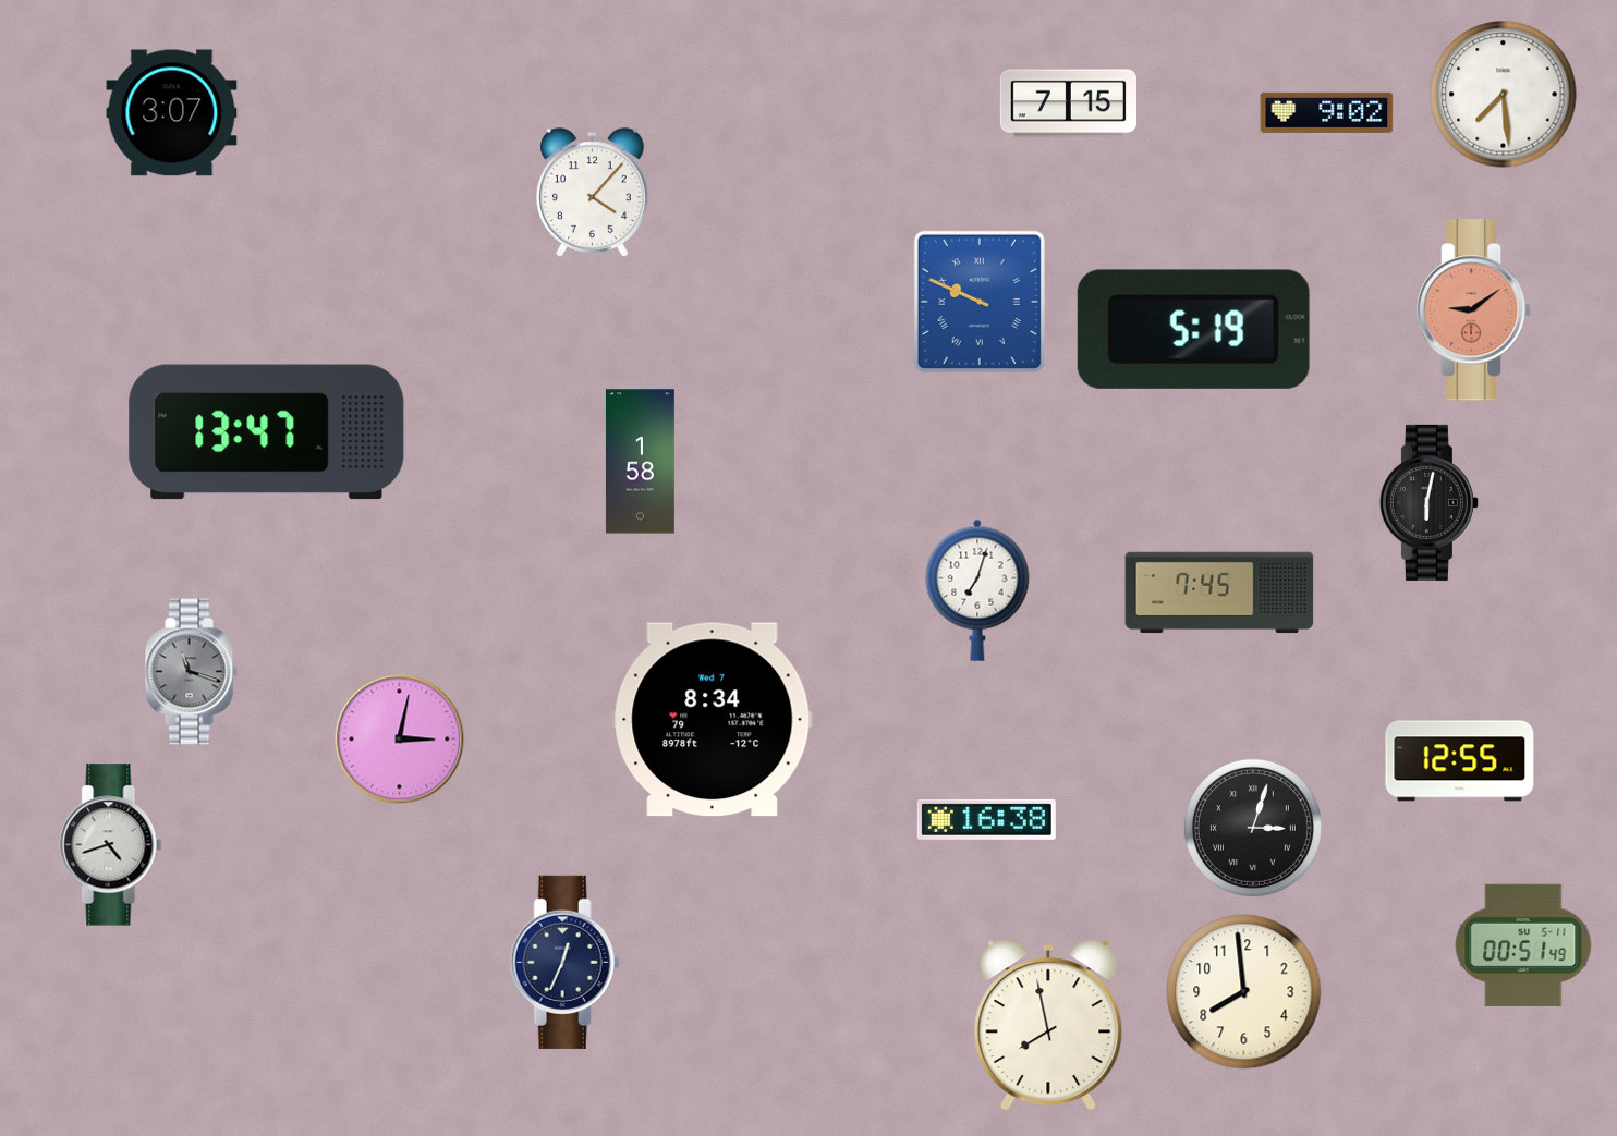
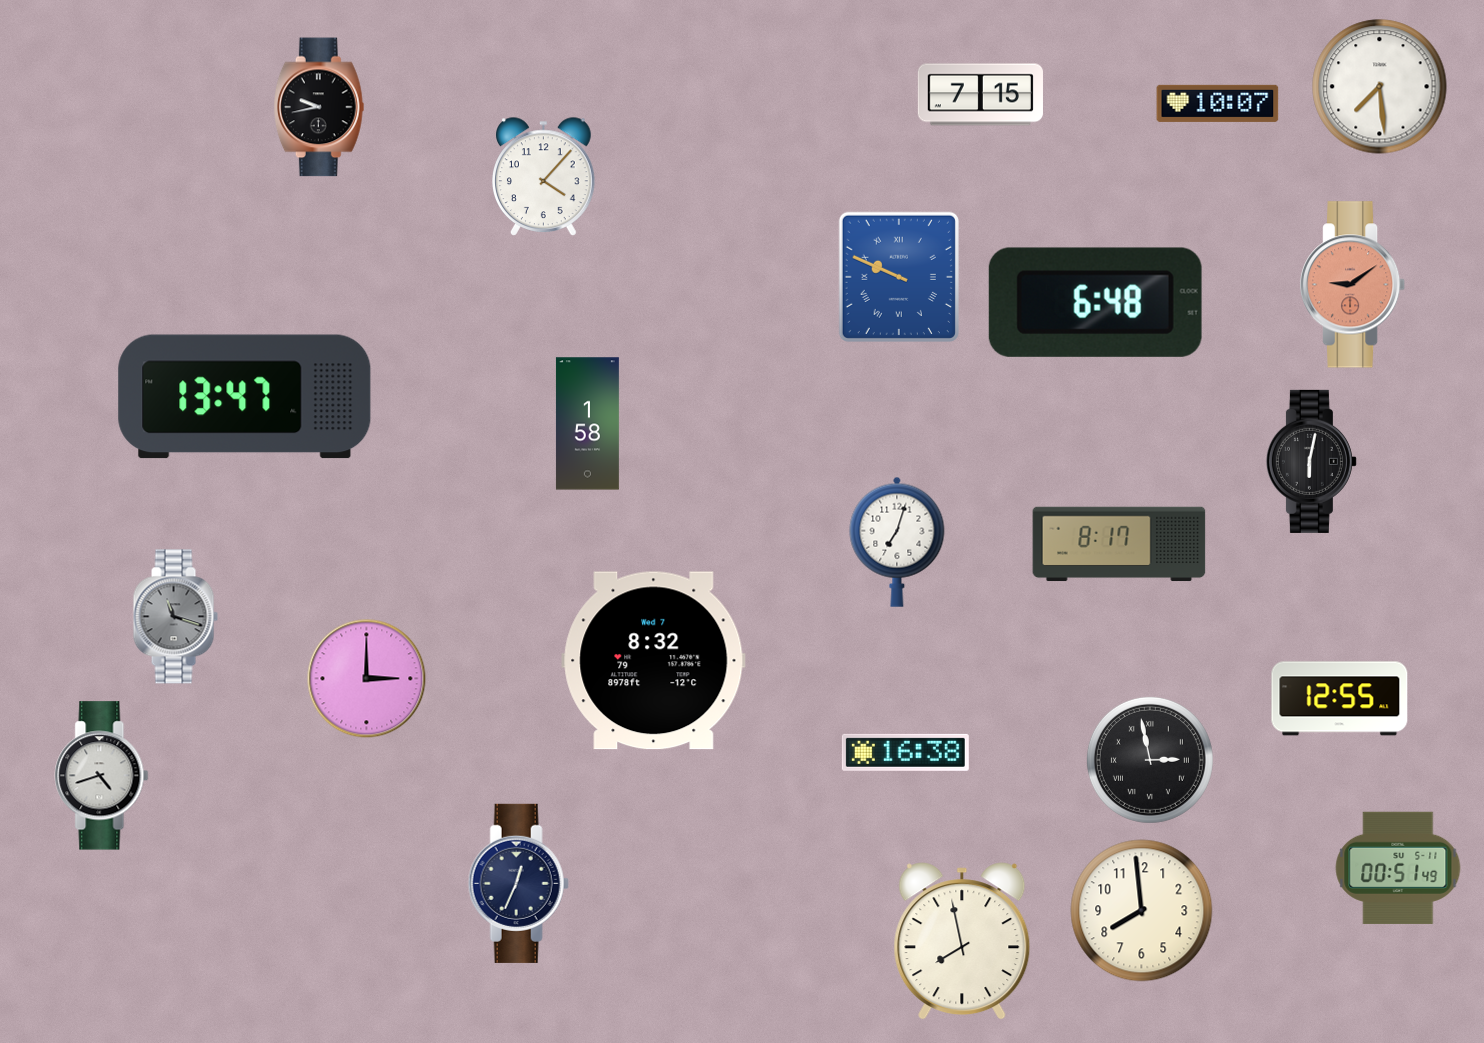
clock at (1327, 112): 9:02 -> 10:07
clock at (172, 113): 3:07 -> none
clock at (319, 107): none -> 9:43
clock at (1193, 329): 5:19 -> 6:48
clock at (1219, 593): 7:45 -> 8:17
clock at (713, 720): 8:34 -> 8:32
clock at (400, 740): 3:02 -> 3:00
clock at (1253, 828): 3:03 -> 2:58
